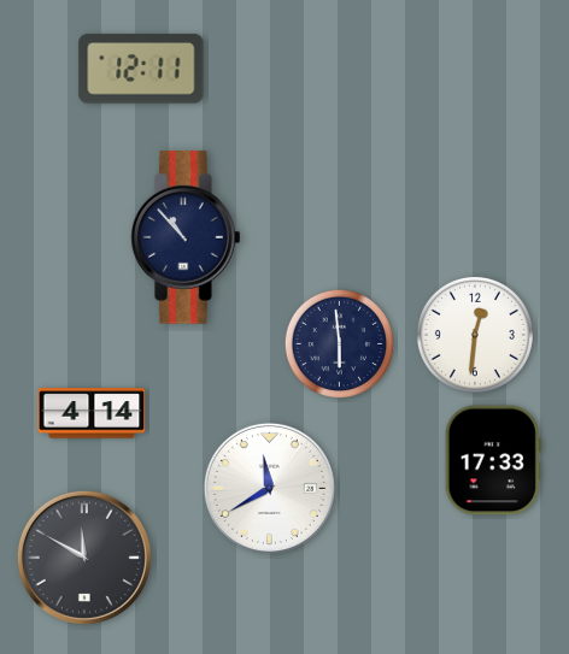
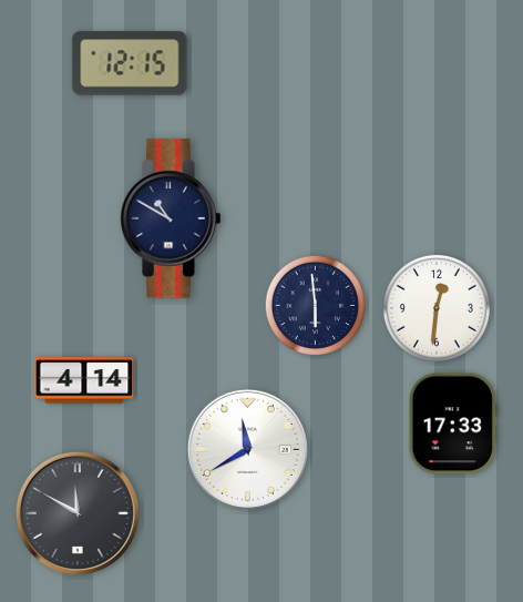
clock at (141, 69): 12:11 -> 12:15
clock at (186, 237): 10:53 -> 10:50
clock at (339, 343) position: (339, 343) -> (315, 305)
